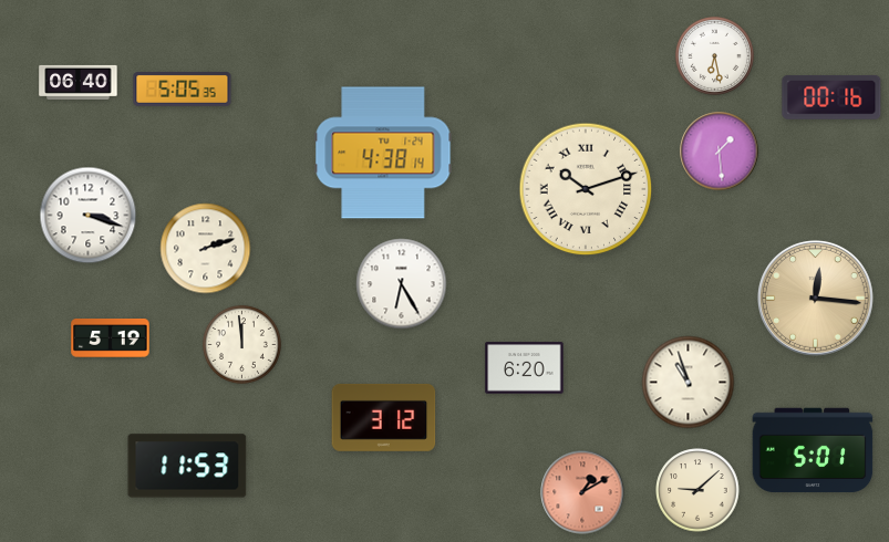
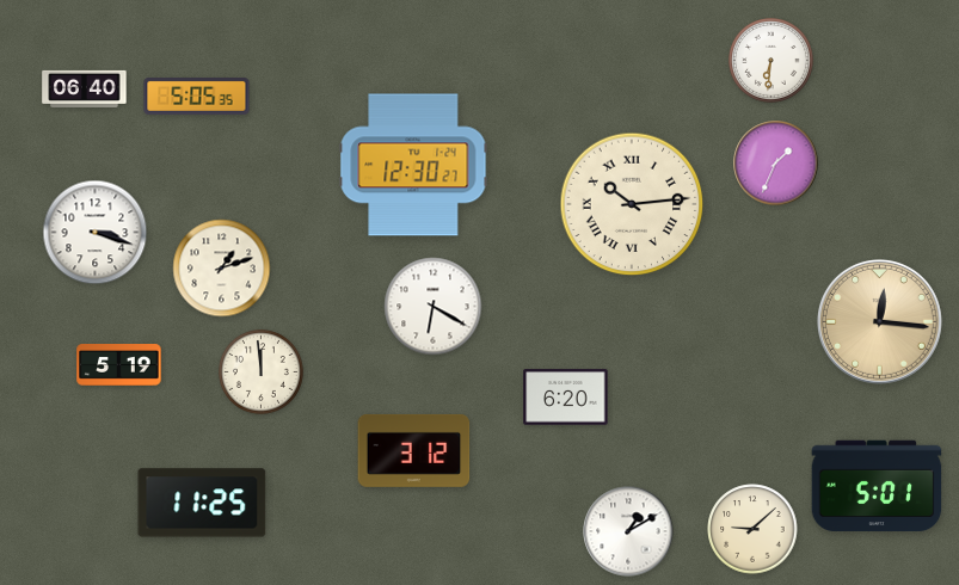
clock at (714, 55): 6:28 -> 6:31
clock at (831, 97): 00:16 -> none
clock at (720, 152): 1:29 -> 1:34
clock at (383, 153): 4:38 -> 12:30
clock at (586, 189): 10:12 -> 10:14
clock at (206, 249): 2:12 -> 1:12
clock at (402, 284): 6:25 -> 6:20
clock at (689, 383): 10:57 -> none
clock at (187, 466): 11:53 -> 11:25
clock at (582, 492) dial: salmon -> white
